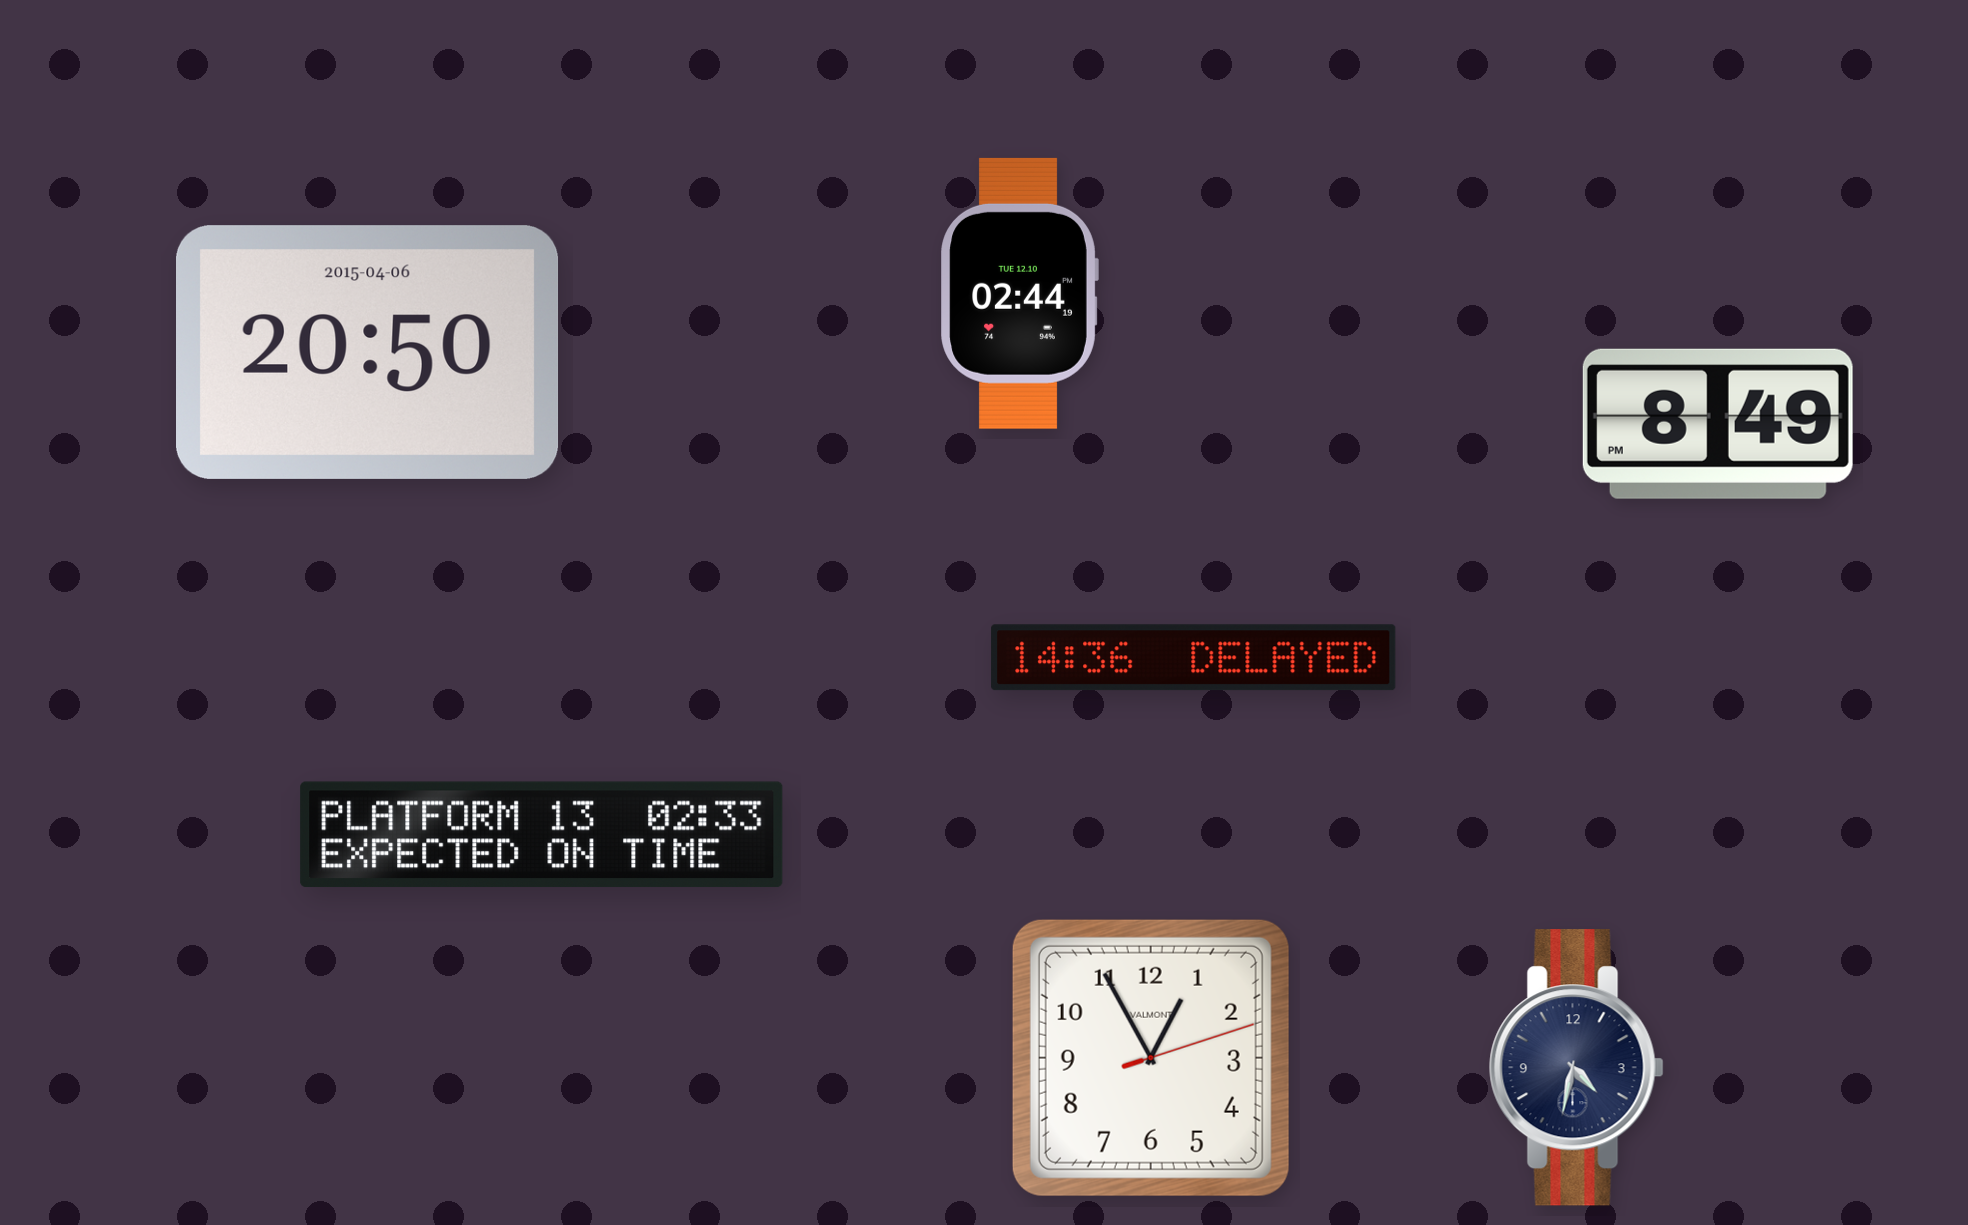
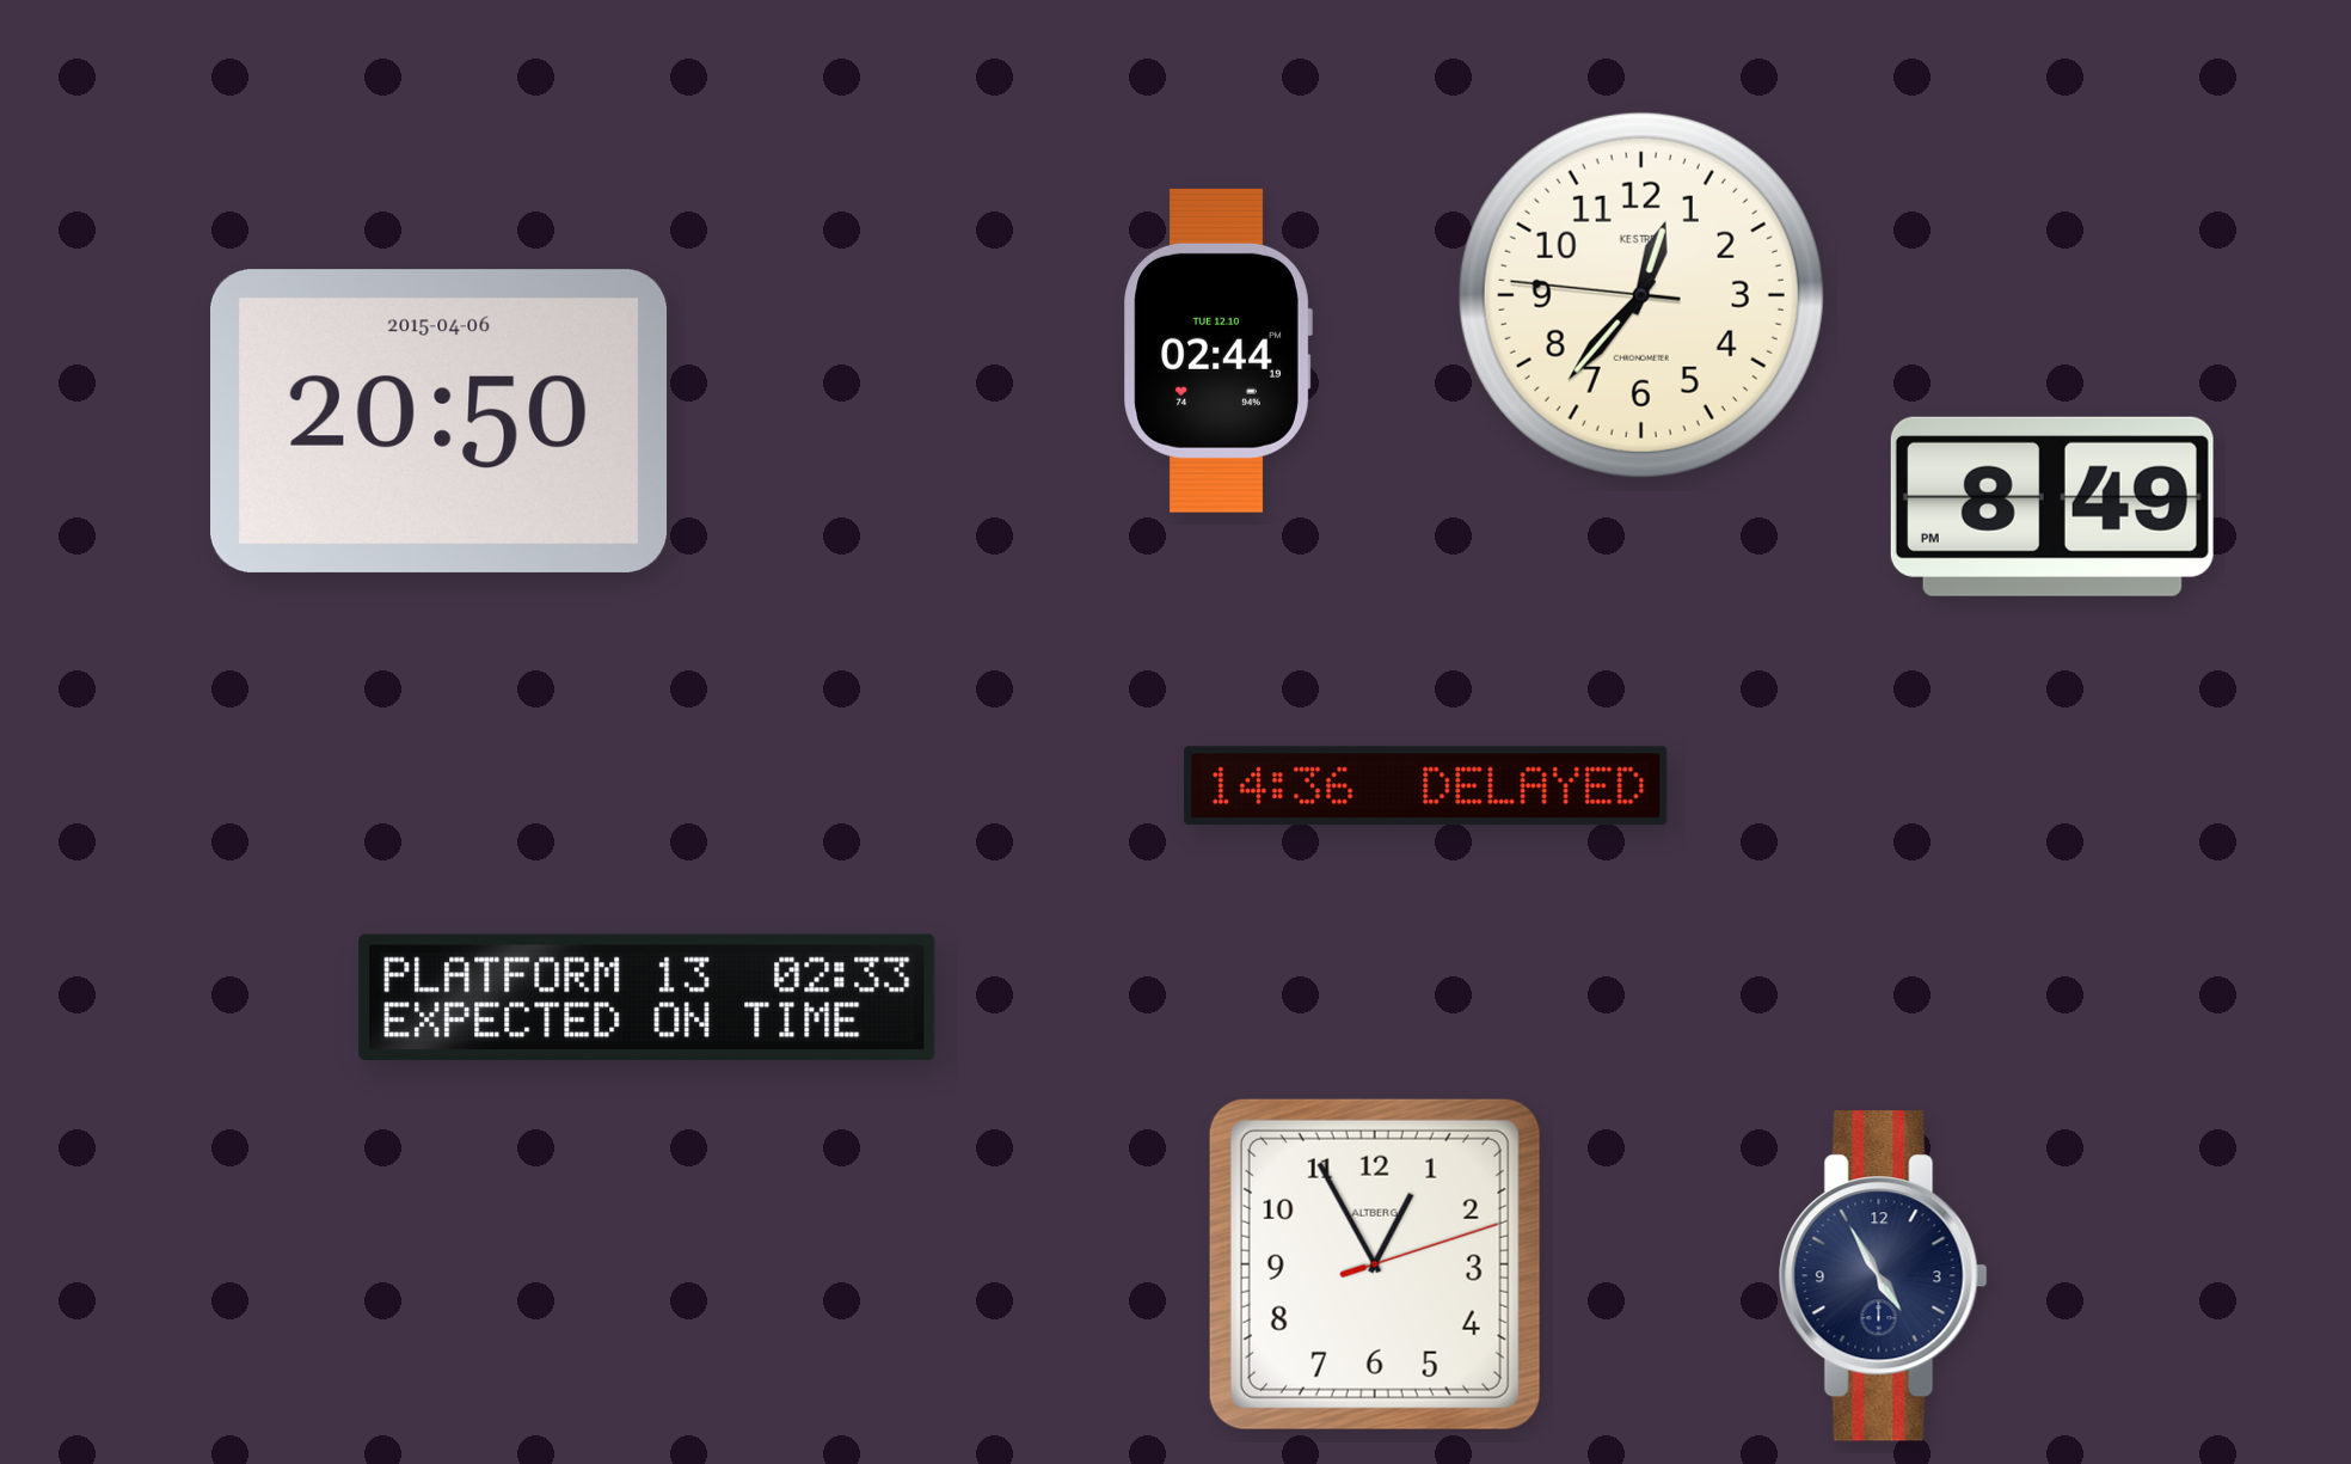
clock at (1641, 295): none -> 12:36
clock at (1151, 1058) brand: VALMONT -> ALTBERG
clock at (1576, 1068): 4:32 -> 4:55
